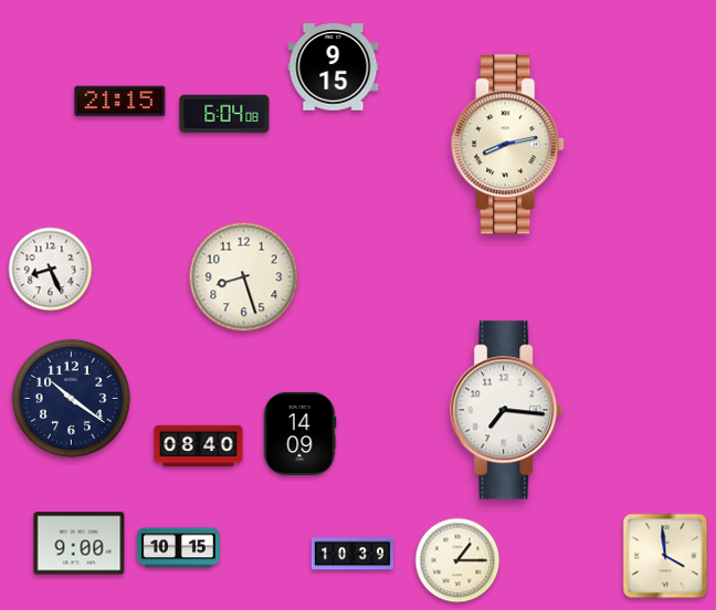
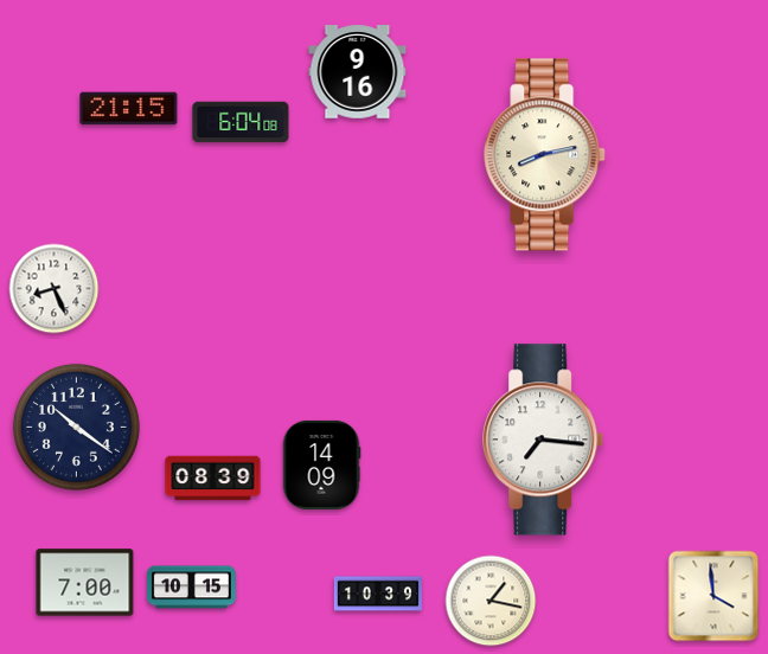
clock at (334, 67): 9:15 -> 9:16
clock at (244, 277): 8:27 -> none
clock at (199, 446): 08:40 -> 08:39
clock at (80, 544): 9:00 -> 7:00
clock at (457, 560): 1:15 -> 1:17
